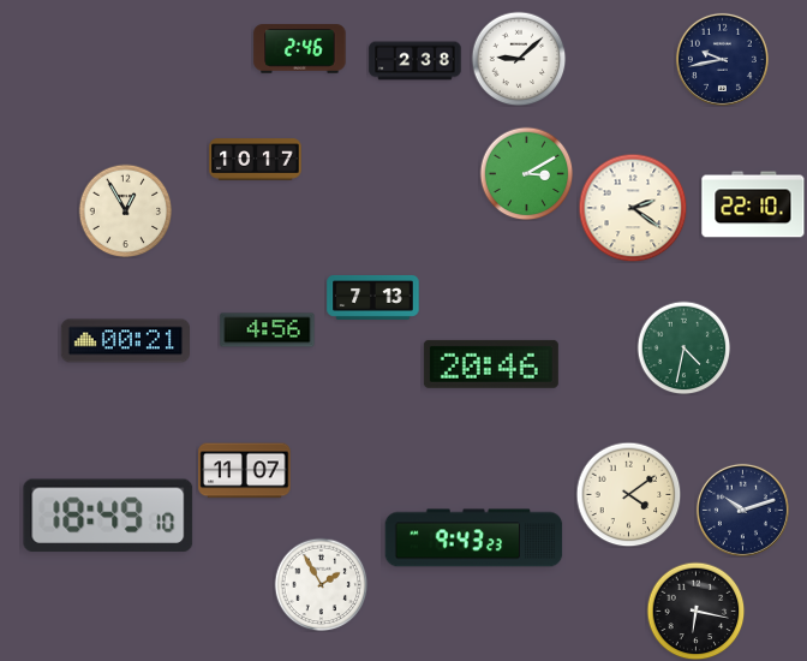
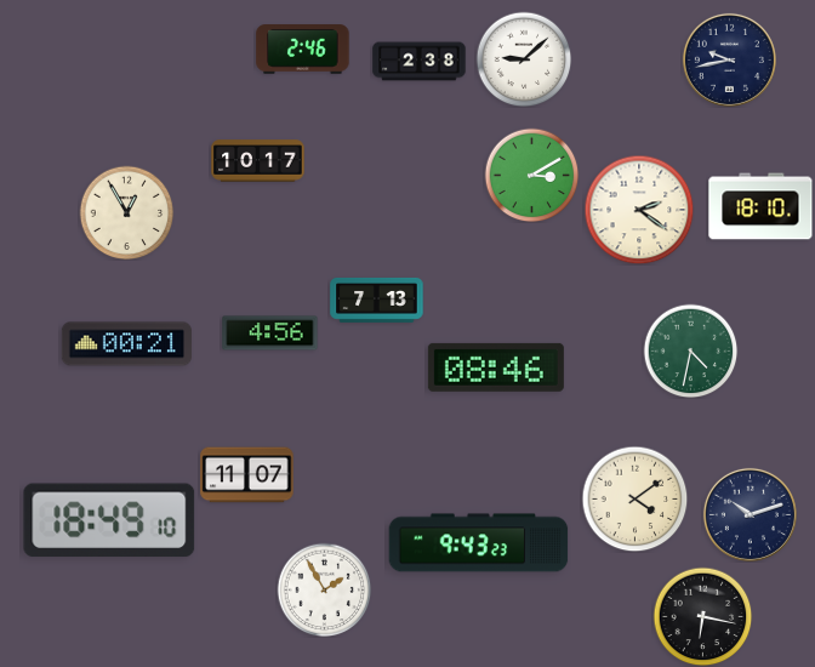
clock at (753, 204): 22:10 -> 18:10
clock at (491, 364): 20:46 -> 08:46
